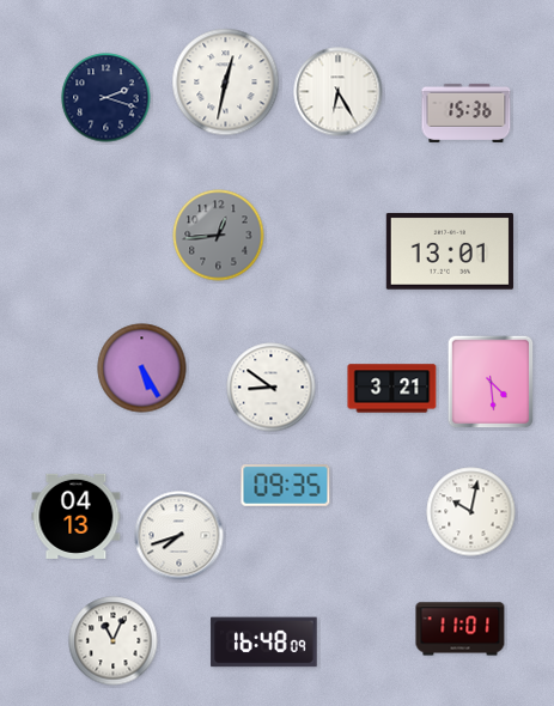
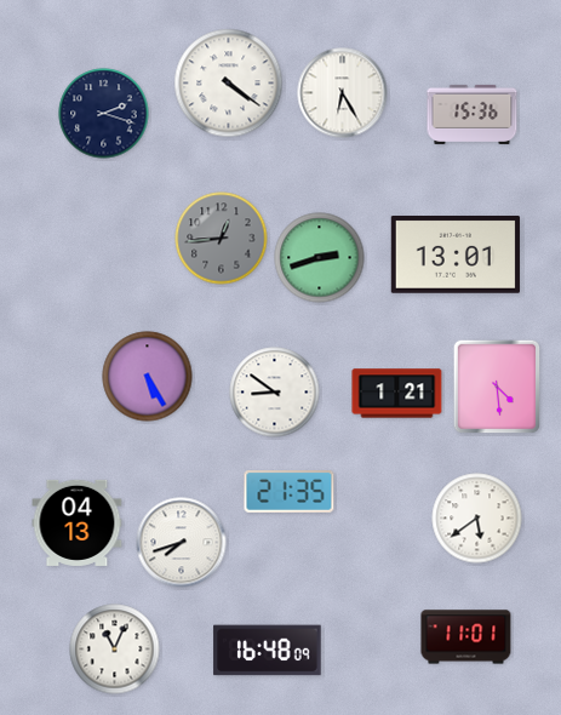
clock at (226, 83): 12:32 -> 4:21
clock at (106, 98) position: (106, 98) -> (104, 114)
clock at (320, 258): none -> 2:42
clock at (142, 369) position: (142, 369) -> (148, 377)
clock at (392, 389): 3:21 -> 1:21
clock at (286, 486): 09:35 -> 21:35
clock at (471, 512): 10:02 -> 5:39
